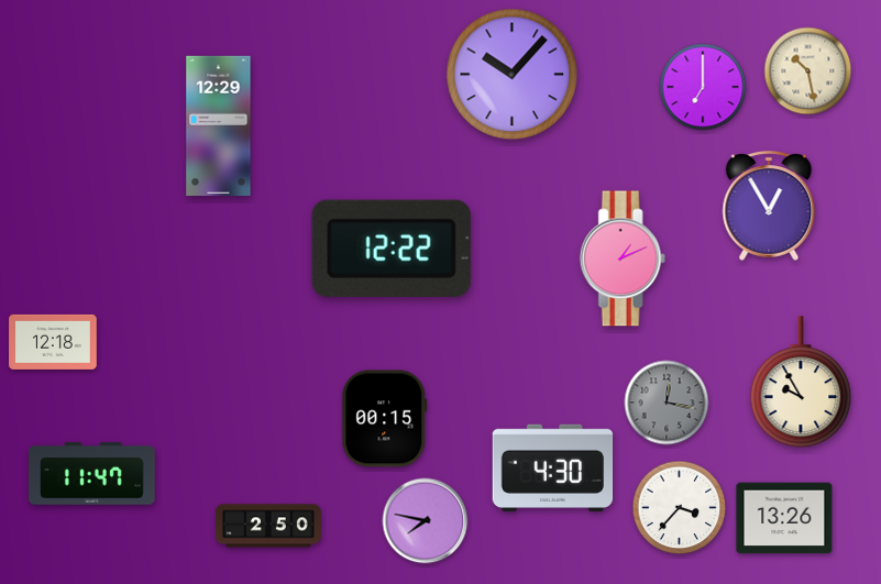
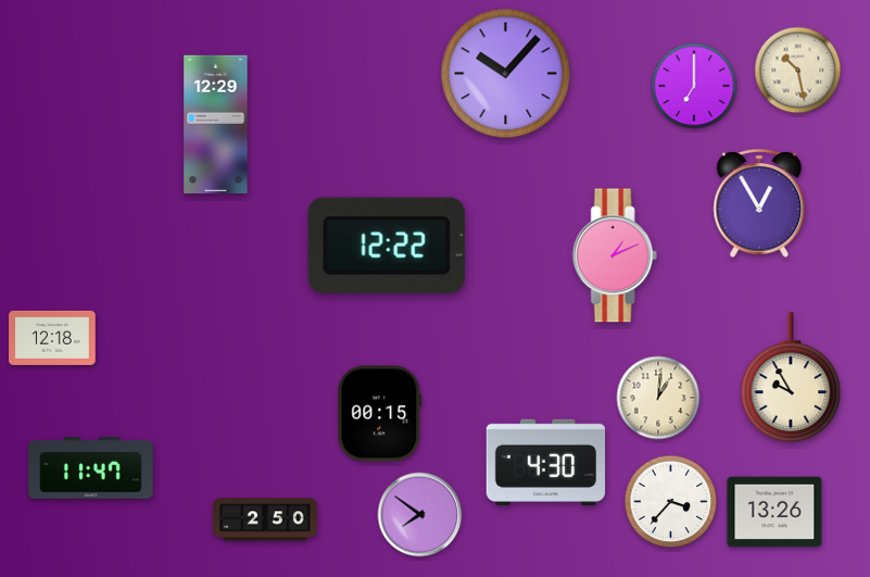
clock at (667, 403): 12:17 -> 1:01
clock at (667, 403) dial: grey -> cream
clock at (426, 521): 7:47 -> 7:51
